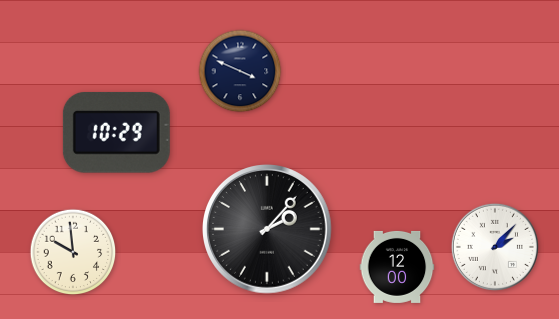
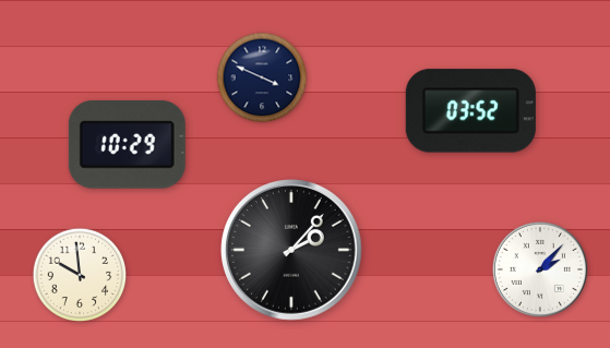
clock at (470, 111): none -> 03:52
clock at (397, 267): 12:00 -> none
